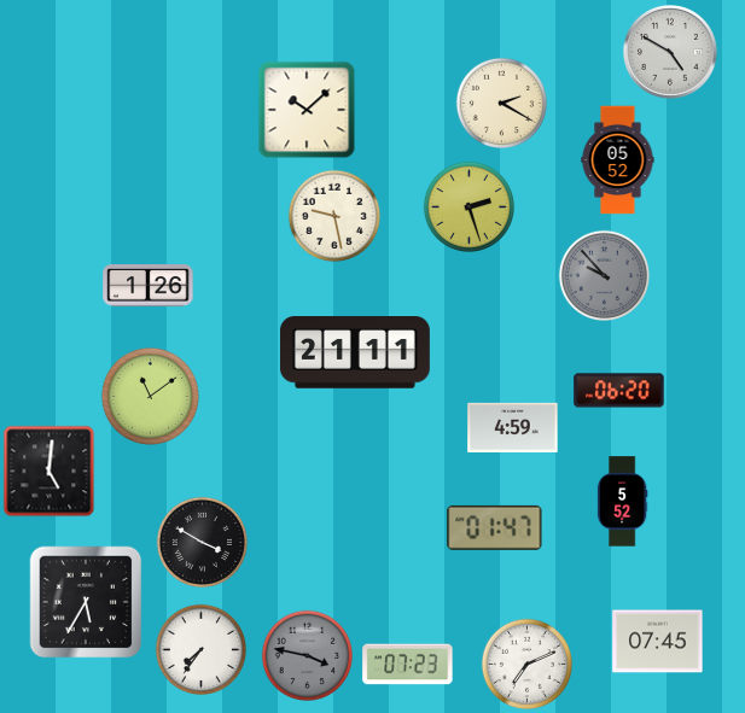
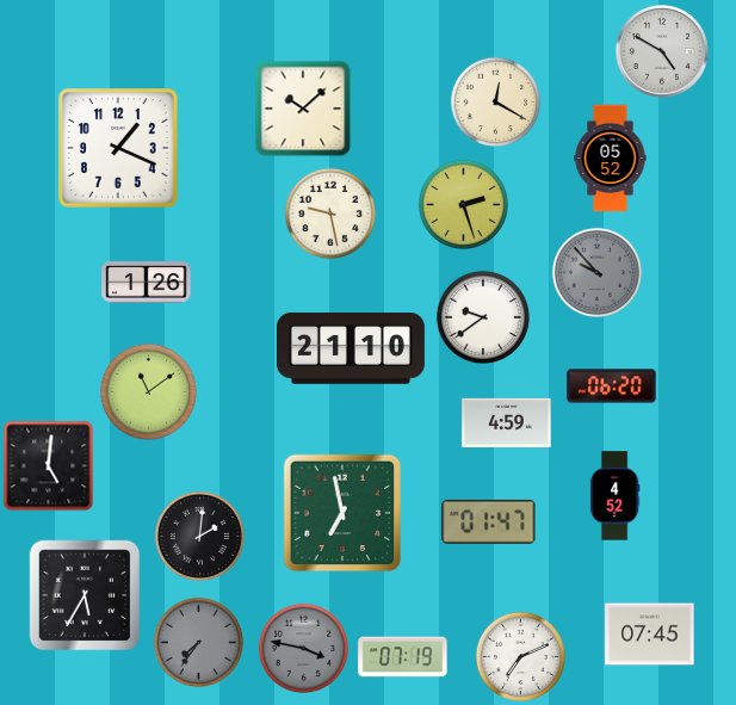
clock at (501, 103): 2:20 -> 12:20
clock at (118, 148): none -> 1:19
clock at (483, 317): none -> 9:39
clock at (355, 352): 21:11 -> 21:10
clock at (622, 502): 5:52 -> 4:52
clock at (342, 513): none -> 6:58
clock at (202, 542): 3:50 -> 2:01
clock at (200, 649) dial: white -> grey
clock at (408, 665): 07:23 -> 07:19
